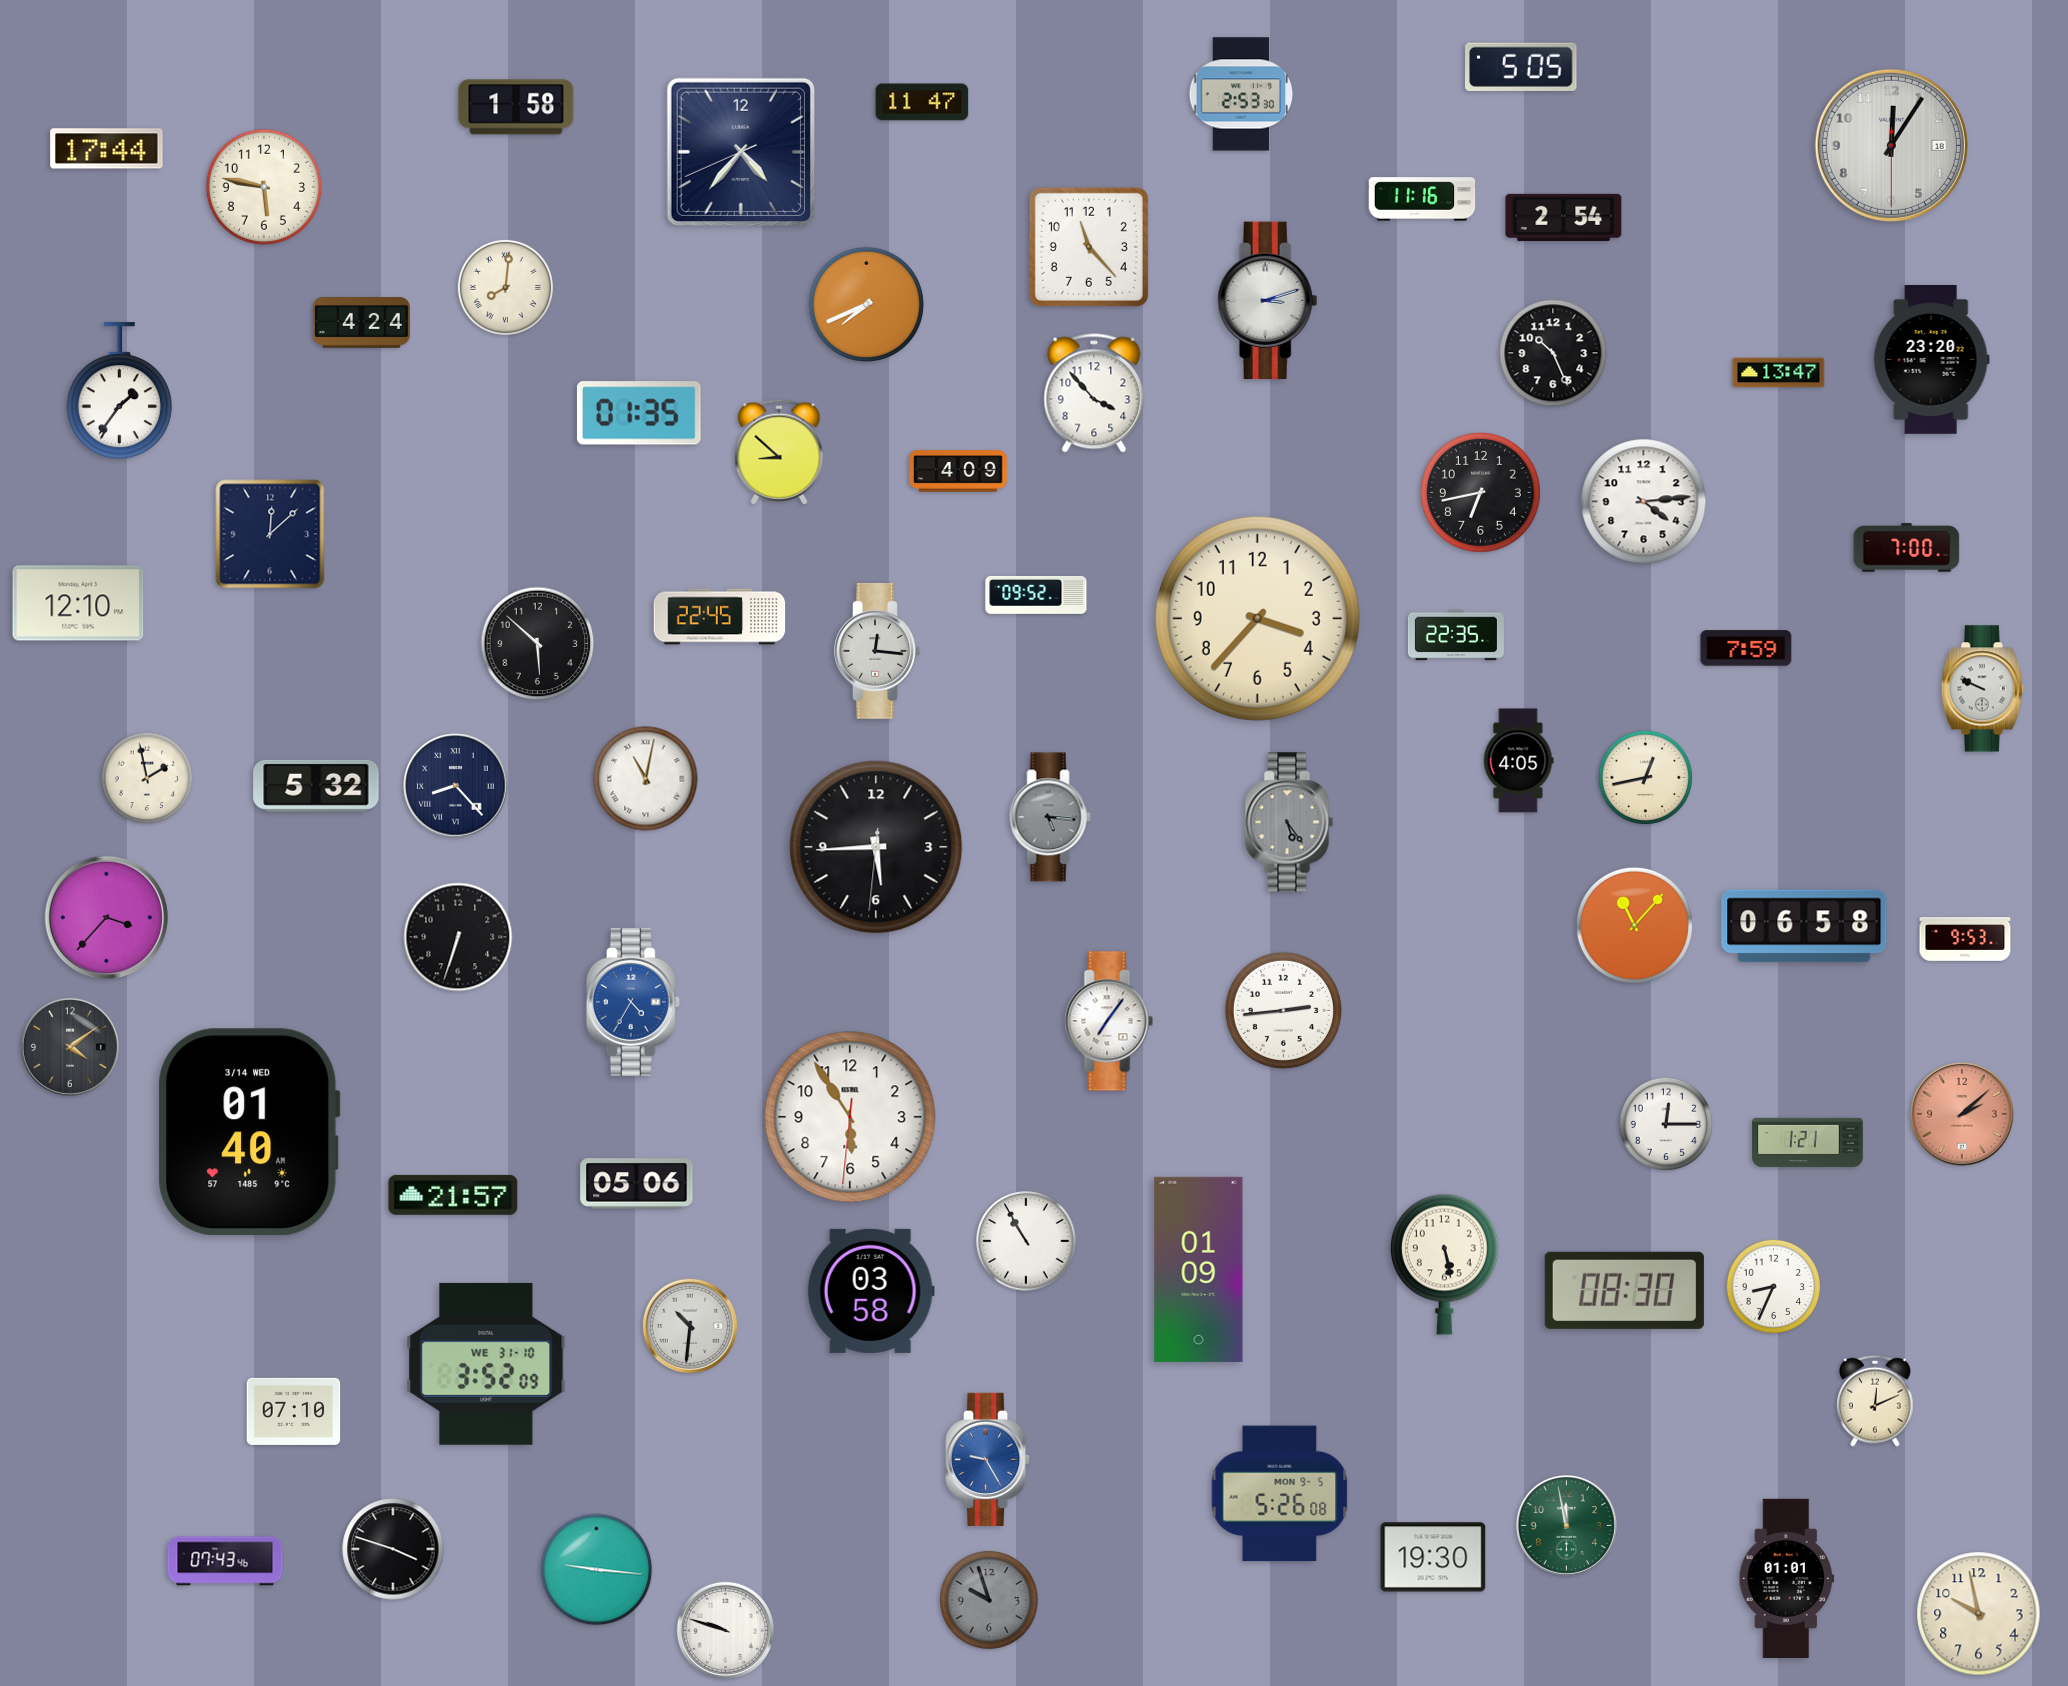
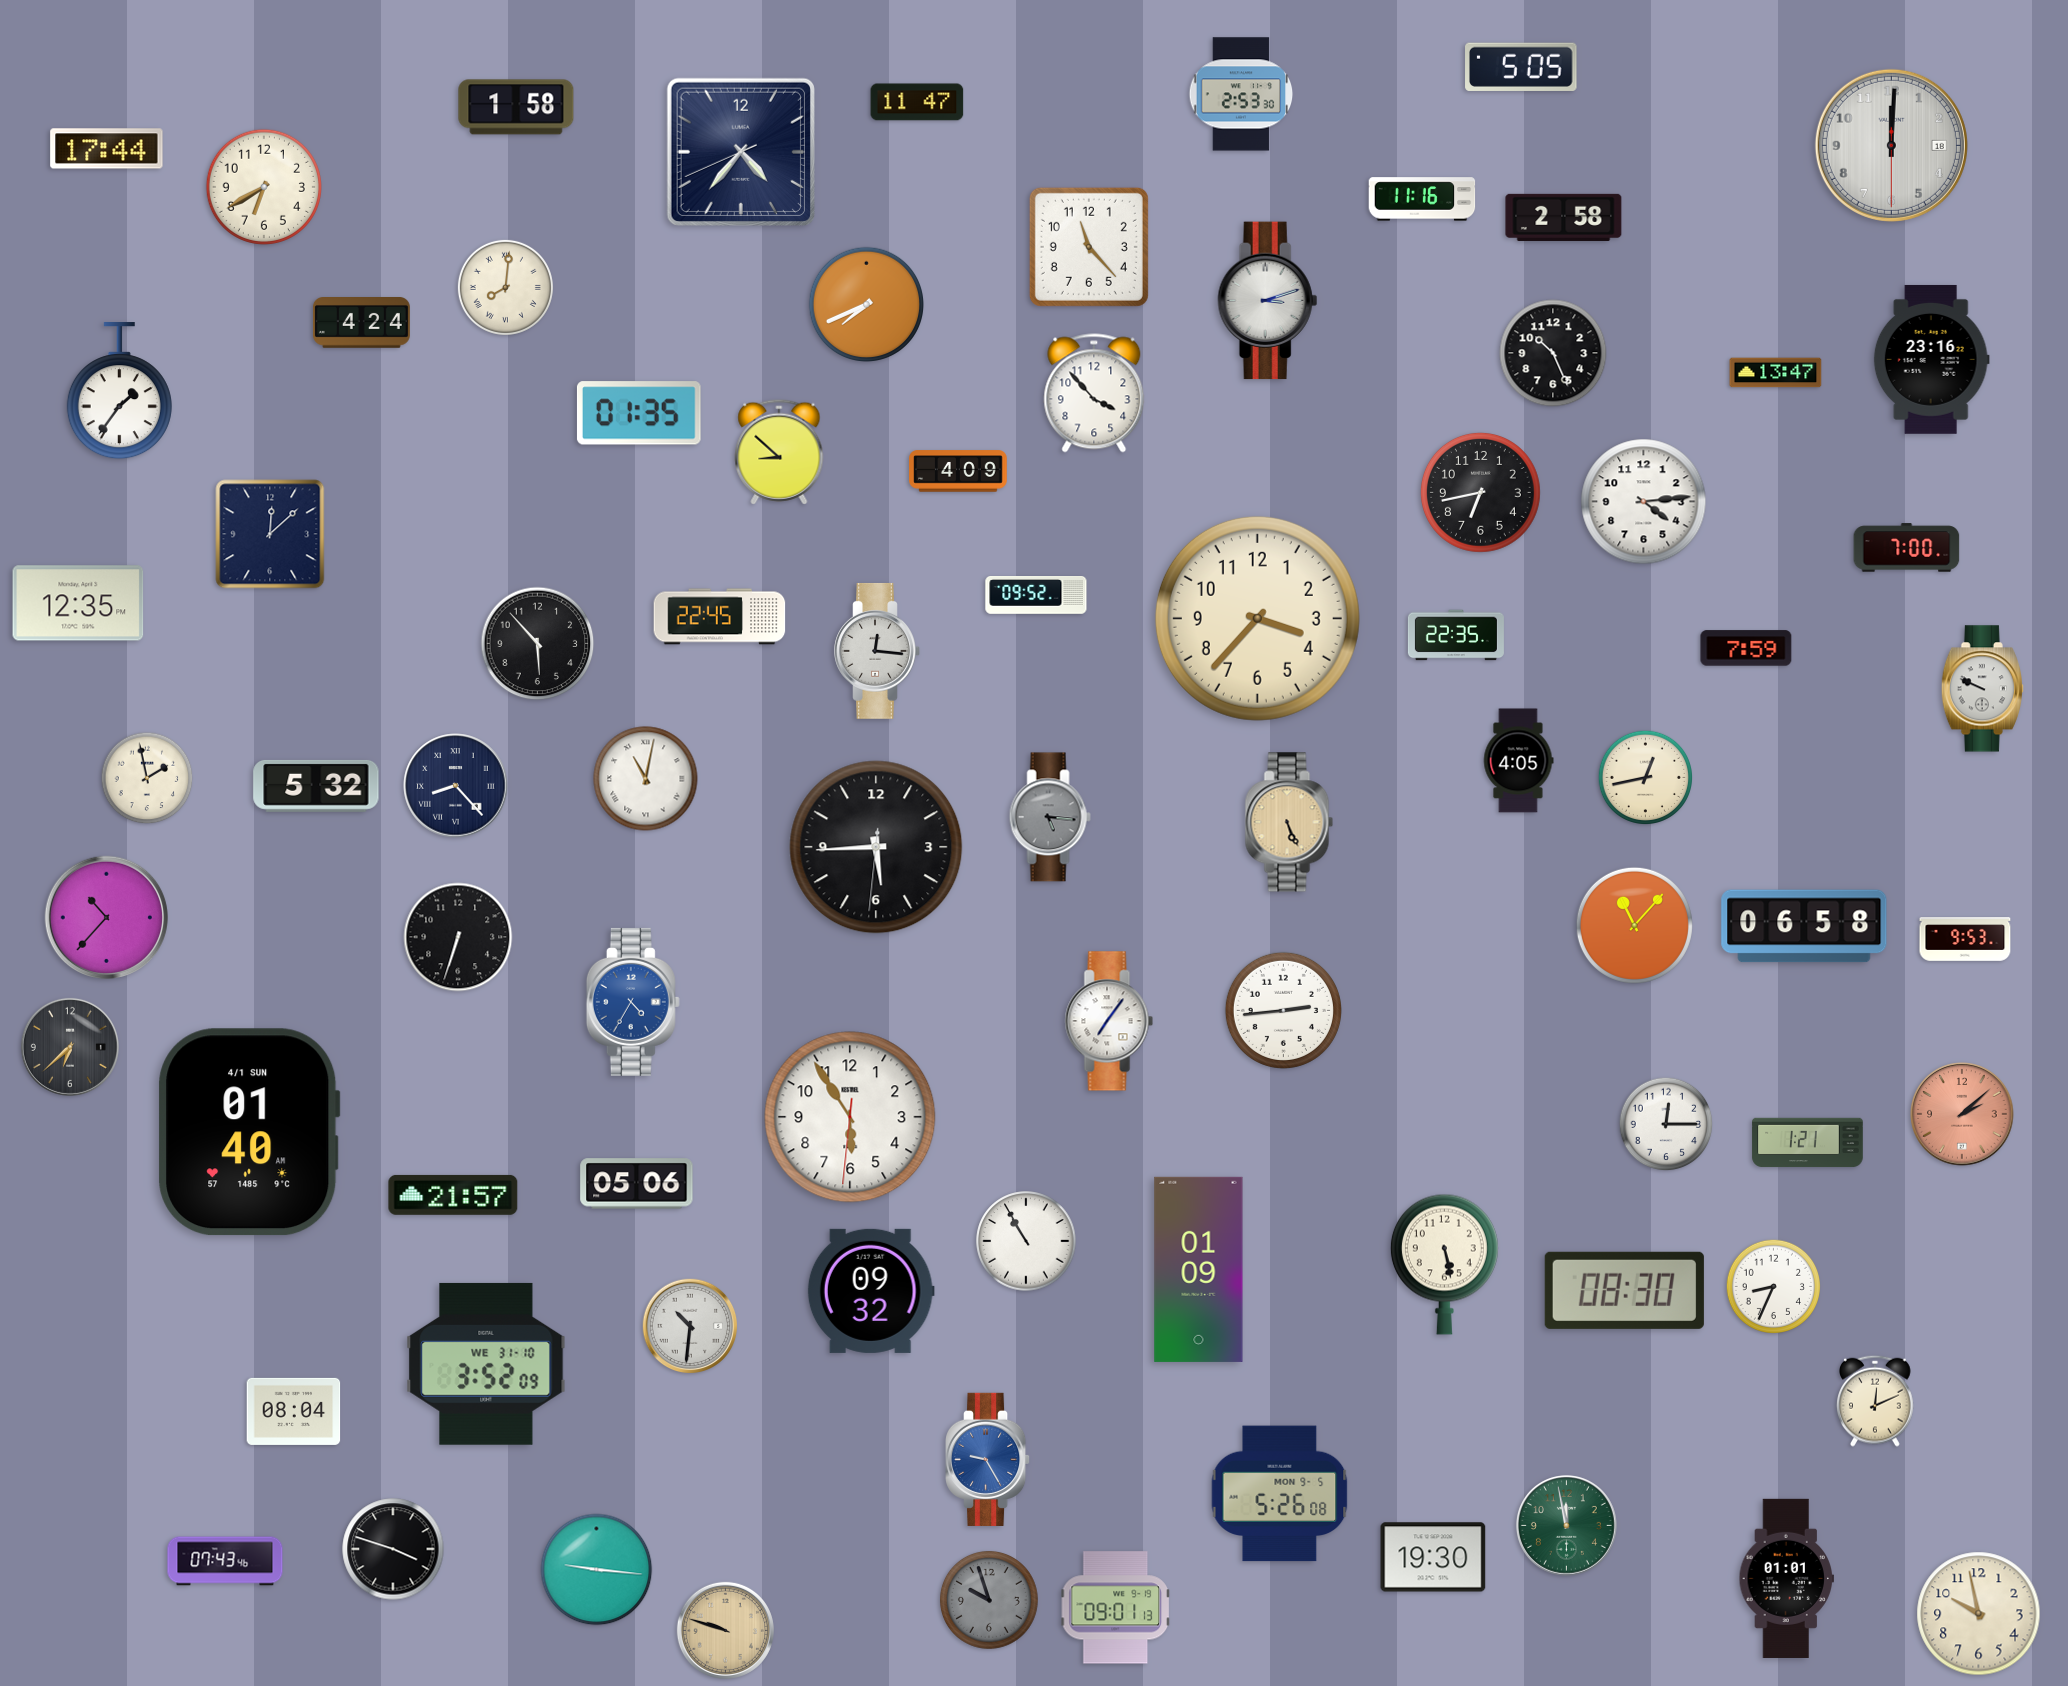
clock at (922, 102) position: (922, 102) -> (917, 102)
clock at (1891, 145): 12:05 -> 12:00
clock at (264, 187): 5:47 -> 6:40
clock at (1564, 217): 2:54 -> 2:58
clock at (1931, 359): 23:20 -> 23:16
clock at (1779, 373) position: (1779, 373) -> (1776, 373)
clock at (78, 603): 12:10 -> 12:35
clock at (538, 644): 5:52 -> 5:53
clock at (1289, 822): 5:24 -> 5:26
clock at (1289, 822) dial: grey -> champagne
clock at (106, 917): 3:37 -> 10:37
clock at (70, 1047): 4:09 -> 6:38
clock at (249, 1132) date: 3/14 WED -> 4/1 SUN
clock at (871, 1291): 03:58 -> 09:32
clock at (294, 1411): 07:10 -> 08:04
clock at (1116, 1608): none -> 09:01
clock at (725, 1630) dial: white -> champagne
